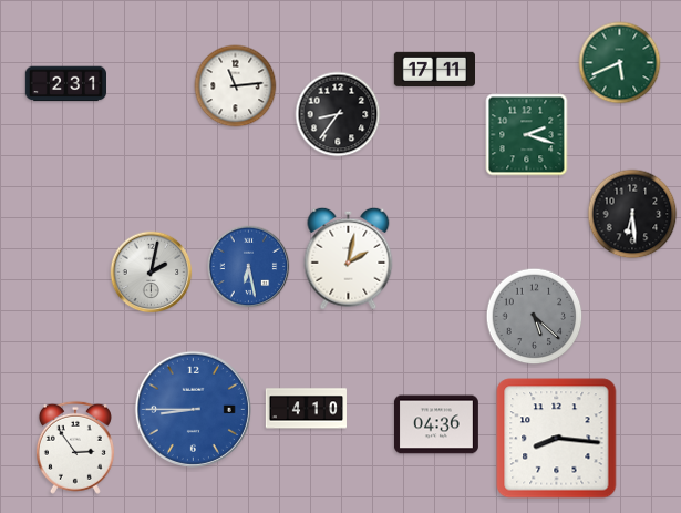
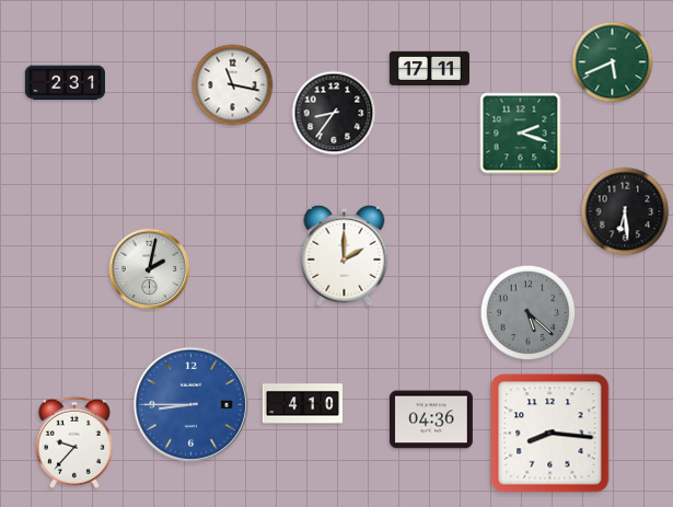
clock at (236, 86): 11:14 -> 11:17
clock at (349, 258): 2:02 -> 2:00
clock at (249, 267): 6:28 -> none
clock at (75, 448): 2:54 -> 9:37
